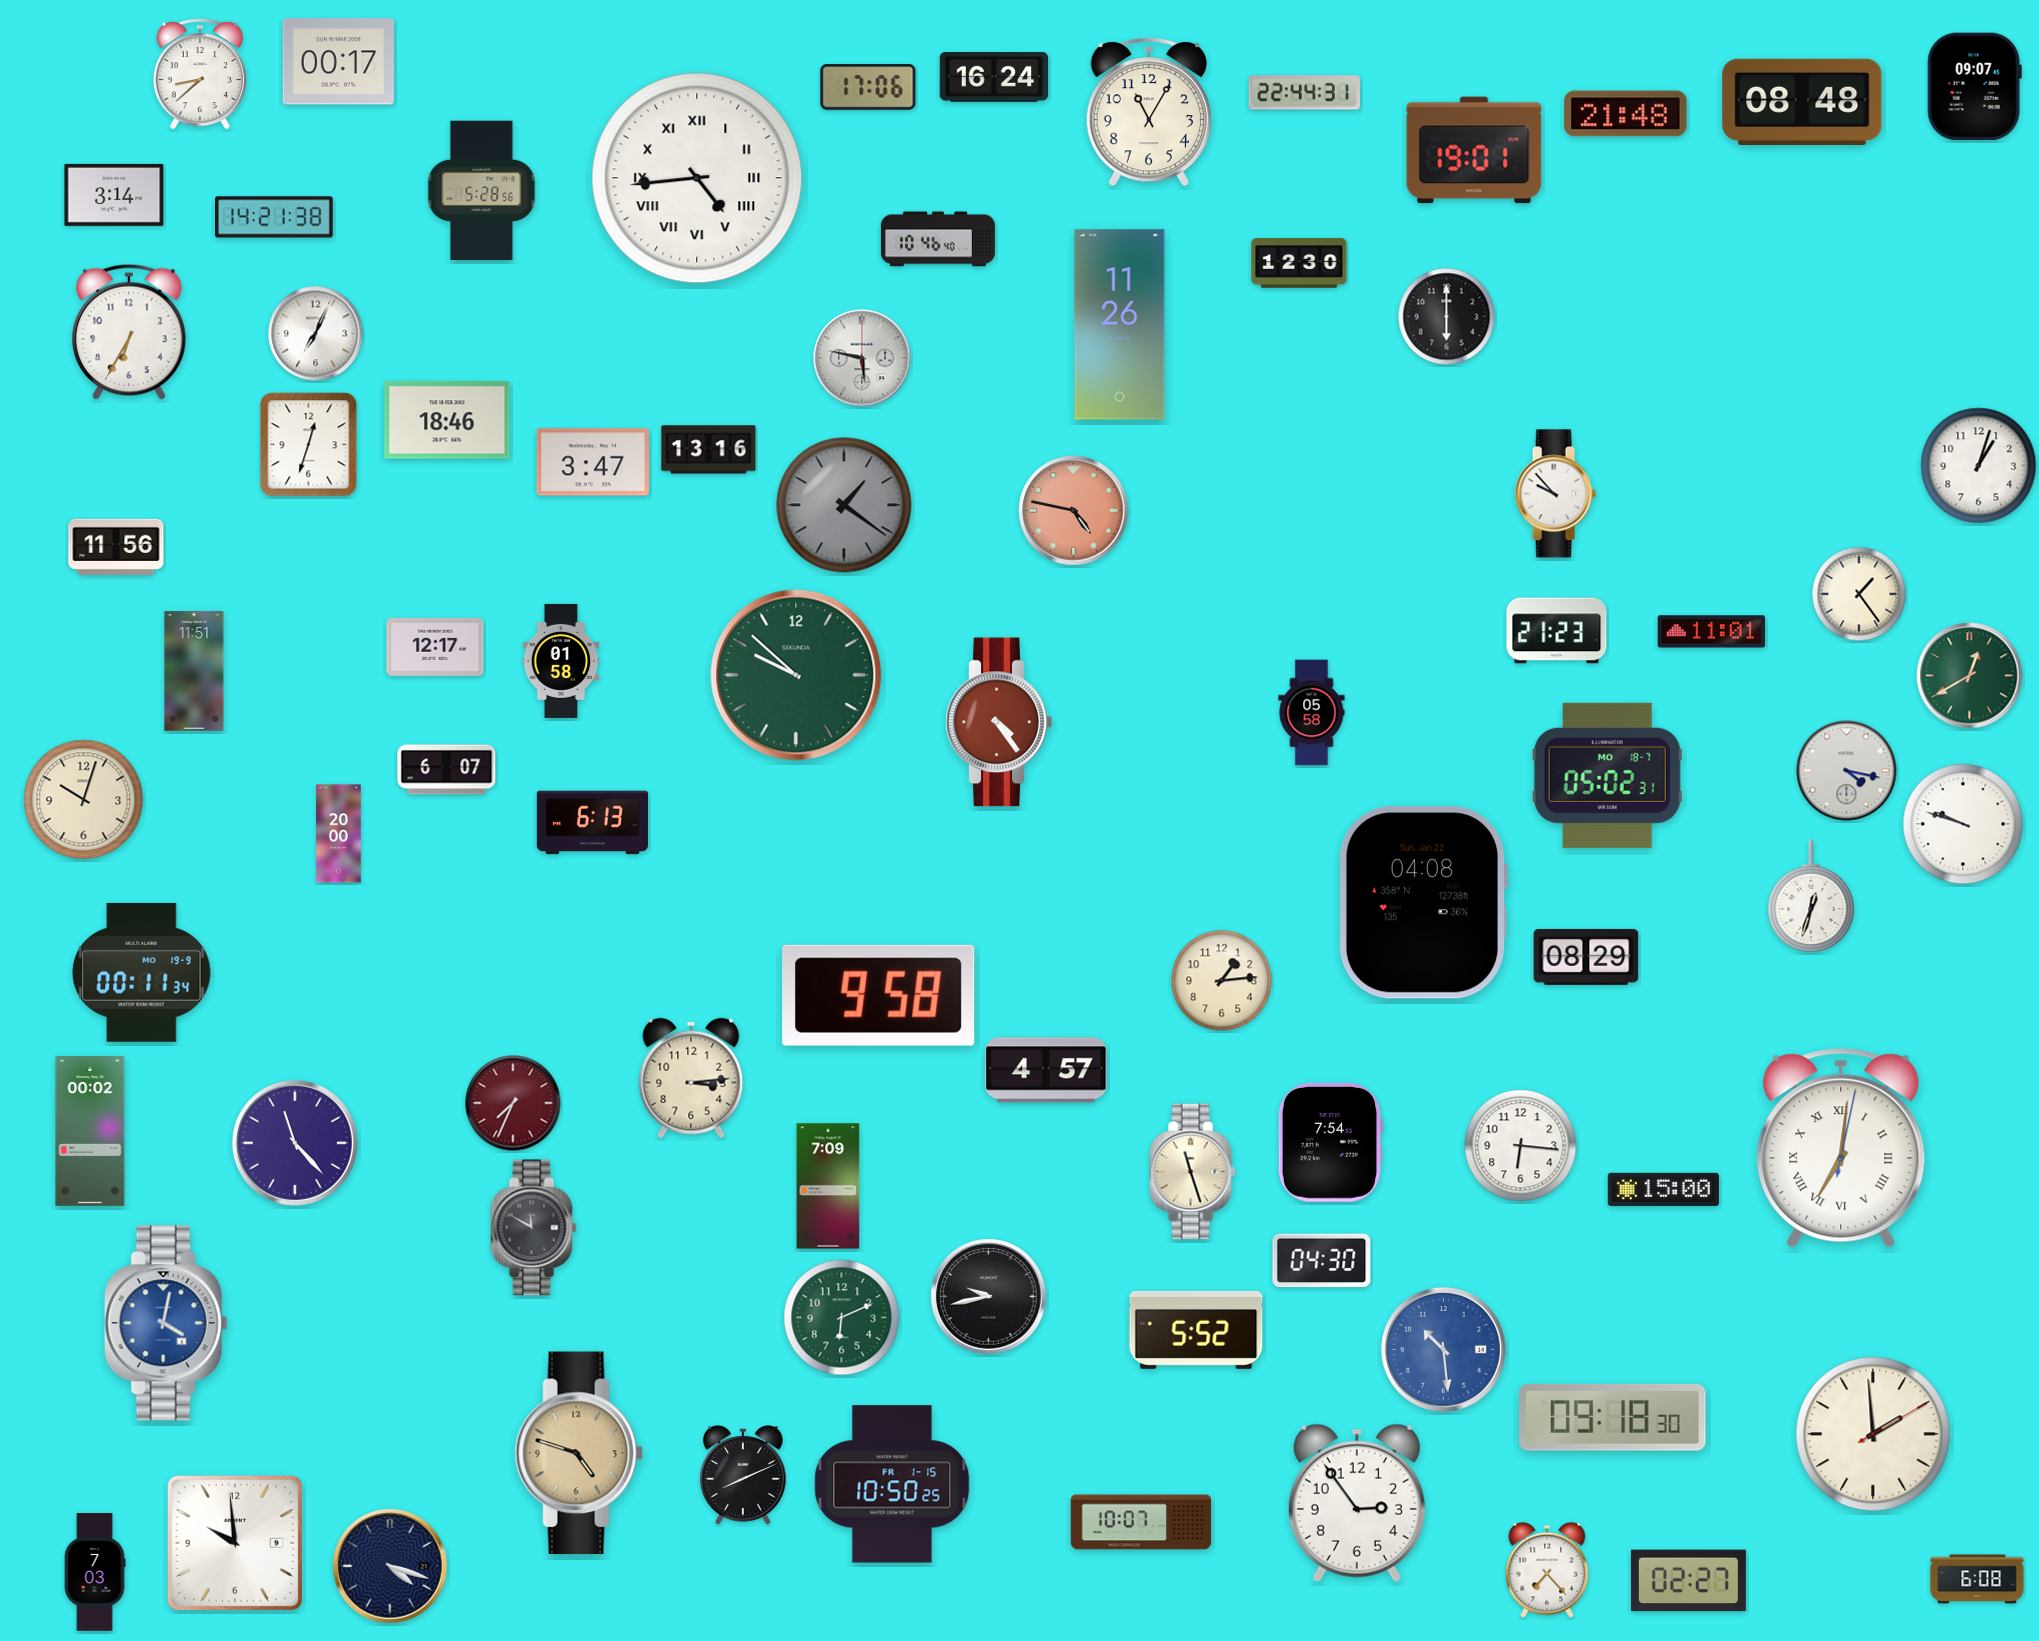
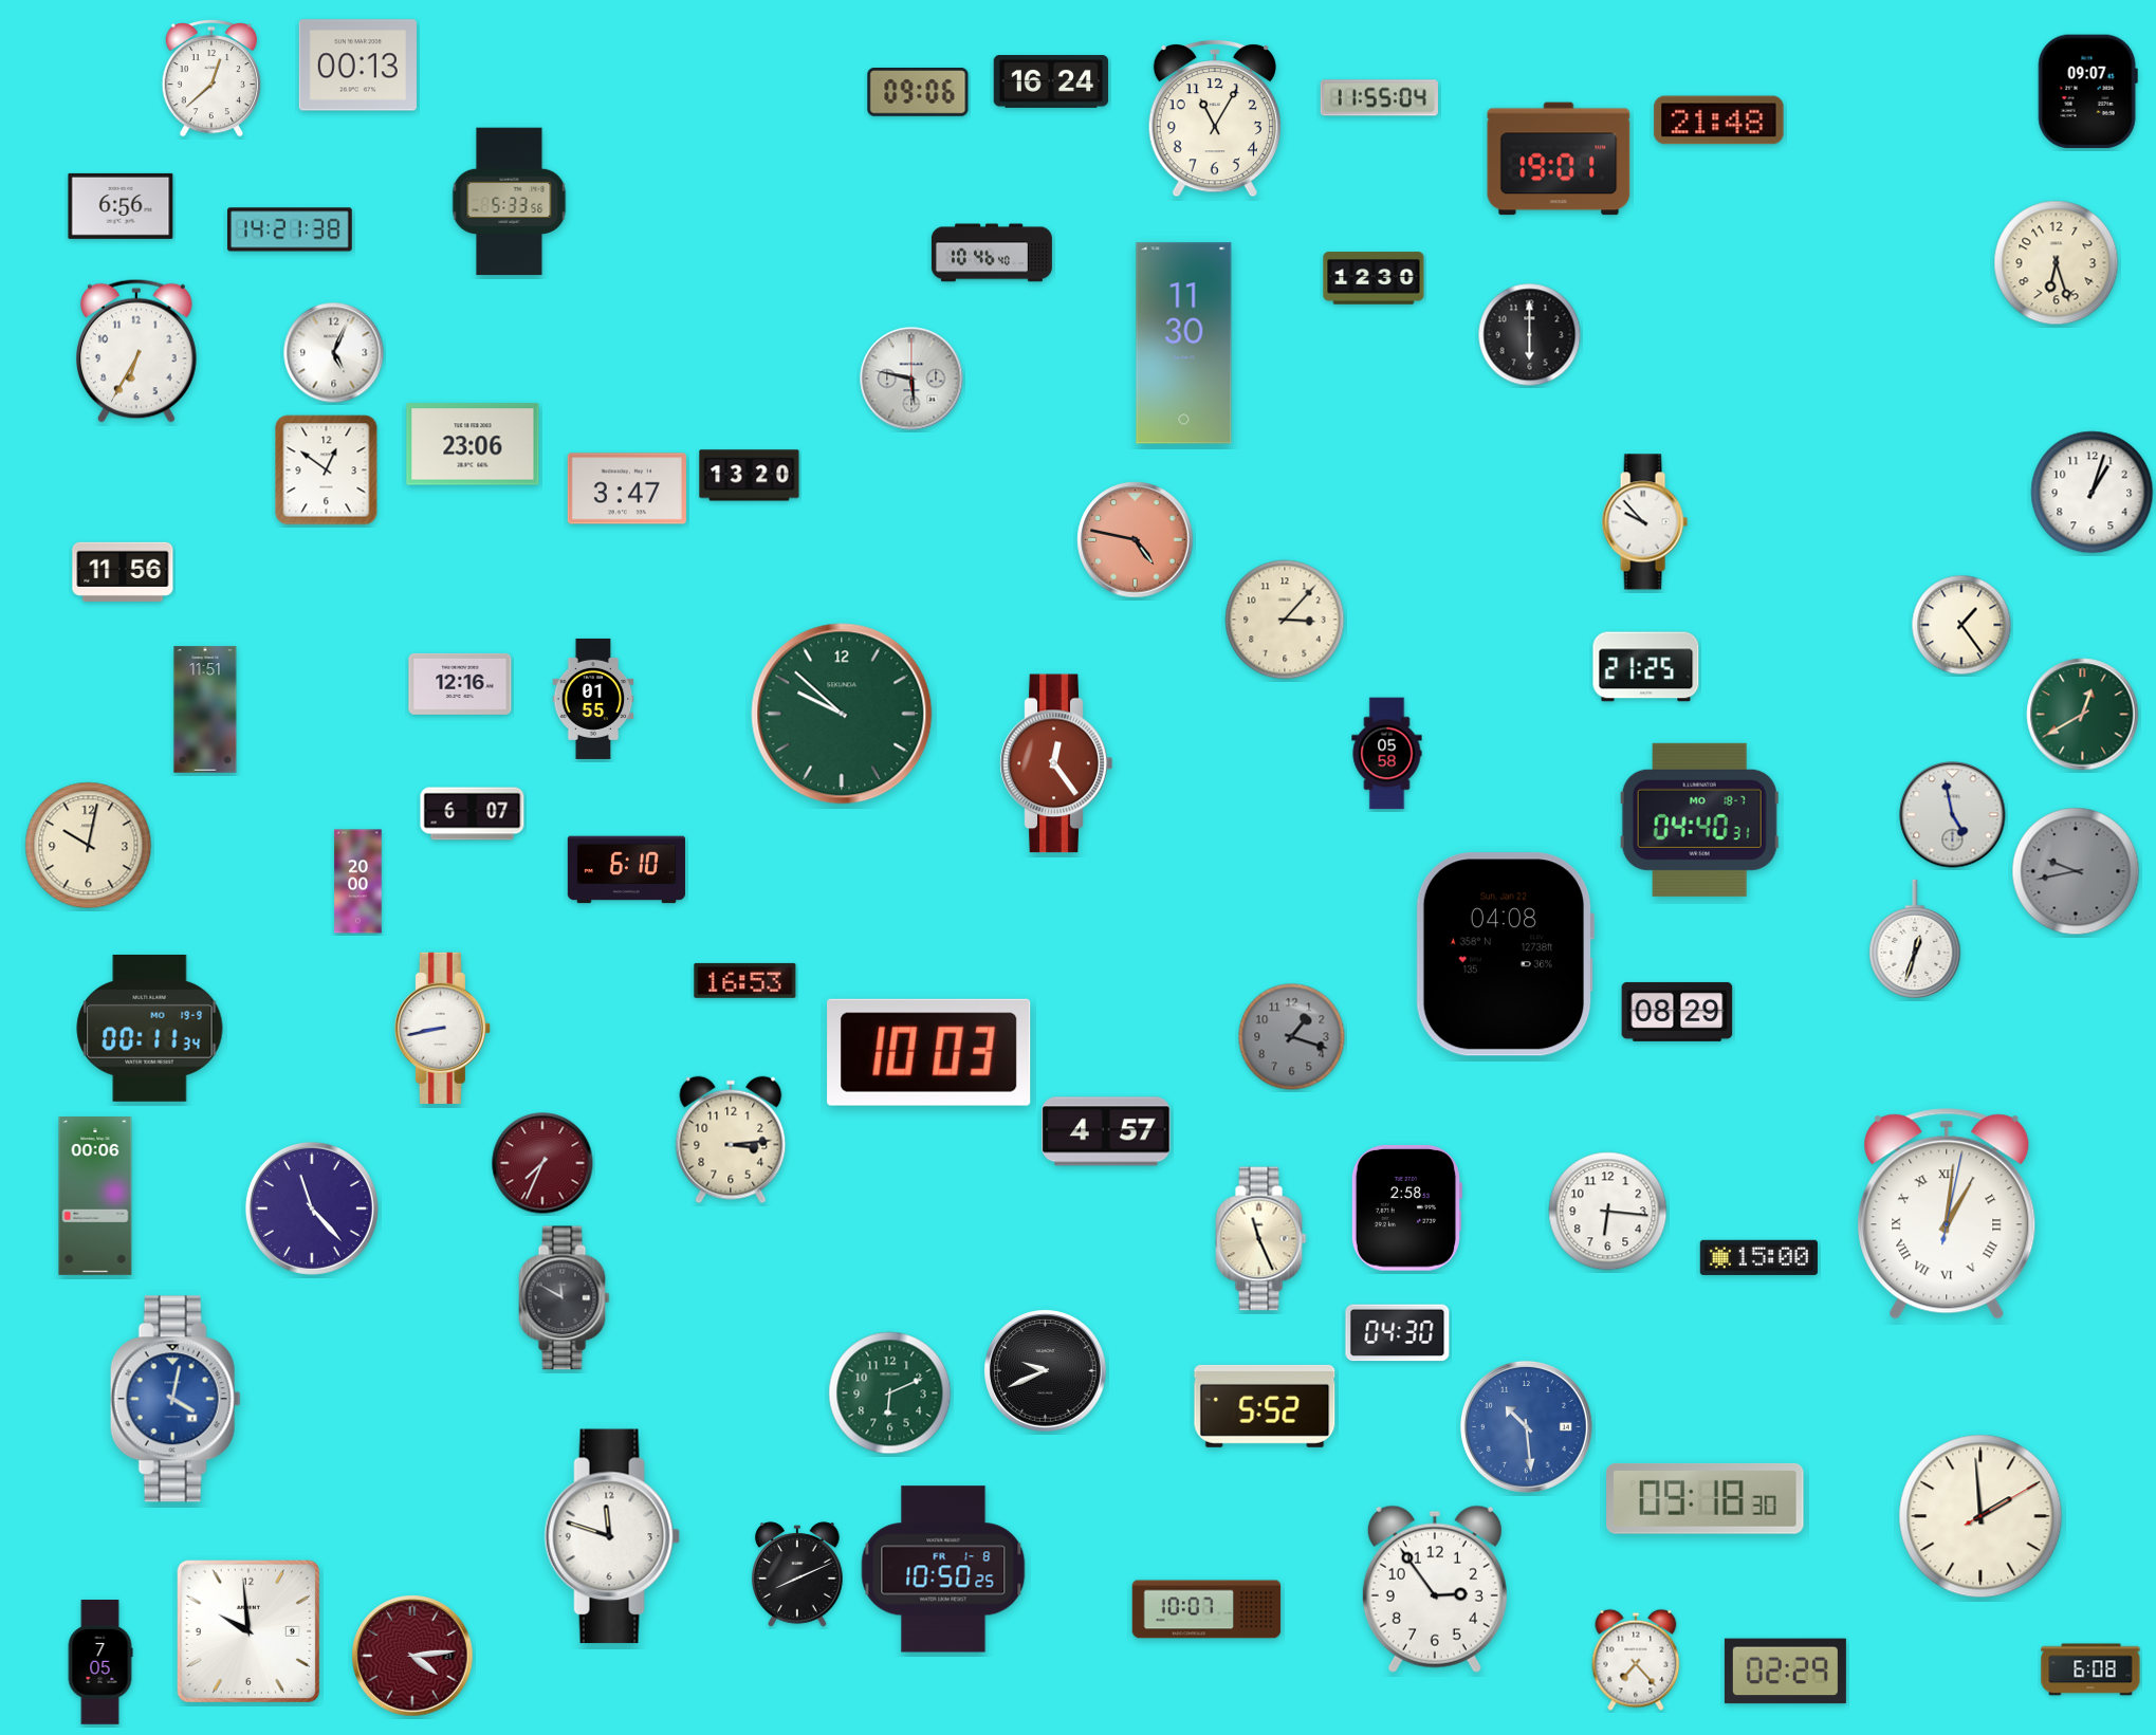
clock at (338, 62): 00:17 -> 00:13
clock at (199, 74): 8:38 -> 12:38
clock at (868, 87): 17:06 -> 09:06
clock at (1304, 93): 22:44 -> 11:55
clock at (1802, 102): 08:48 -> none
clock at (697, 178): 4:44 -> none
clock at (482, 191): 5:28 -> 5:33
clock at (114, 195): 3:14 -> 6:56
clock at (2057, 263): none -> 6:27
clock at (1120, 325): 11:26 -> 11:30
clock at (316, 334): 7:04 -> 5:04
clock at (447, 420): 18:46 -> 23:06
clock at (309, 445): 12:33 -> 12:51
clock at (709, 450): 13:16 -> 13:20
clock at (844, 505): 1:21 -> none
clock at (116, 547) position: (116, 547) -> (123, 572)
clock at (1285, 620): none -> 3:07
clock at (1859, 594) position: (1859, 594) -> (1961, 625)
clock at (1557, 631): 21:23 -> 21:25
clock at (1712, 632): 11:01 -> none
clock at (435, 647): 12:17 -> 12:16
clock at (561, 661): 01:58 -> 01:55
clock at (999, 722): 4:24 -> 12:24
clock at (1847, 771): 4:17 -> 4:58
clock at (1607, 775): 05:02 -> 04:40
clock at (84, 800): 10:03 -> 10:02
clock at (592, 823): 6:13 -> 6:10
clock at (1963, 824): 9:48 -> 9:43
clock at (1963, 824) dial: white -> grey
clock at (1811, 896) position: (1811, 896) -> (1915, 939)
clock at (745, 980): none -> 16:53
clock at (442, 1028): none -> 8:43
clock at (1222, 981): 1:14 -> 1:18
clock at (1222, 981) dial: cream -> grey
clock at (879, 995): 9:58 -> 10:03
clock at (513, 1103) position: (513, 1103) -> (542, 1163)
clock at (90, 1132): 00:02 -> 00:06
clock at (1330, 1142): 7:54 -> 2:58
clock at (1841, 1148): 7:01 -> 1:01
clock at (1193, 1172): 11:27 -> 11:26
clock at (828, 1186): 7:09 -> none
clock at (989, 1297): 9:43 -> 9:41
clock at (579, 1453): 4:48 -> 11:48
clock at (579, 1453) dial: champagne -> white
clock at (743, 1475) position: (743, 1475) -> (797, 1574)
clock at (892, 1484) date: FR 1-15 -> FR 1-8
clock at (390, 1566): 4:18 -> 4:14
clock at (390, 1566) dial: navy -> burgundy
clock at (95, 1572): 7:03 -> 7:05
clock at (1688, 1581): 02:27 -> 02:29
